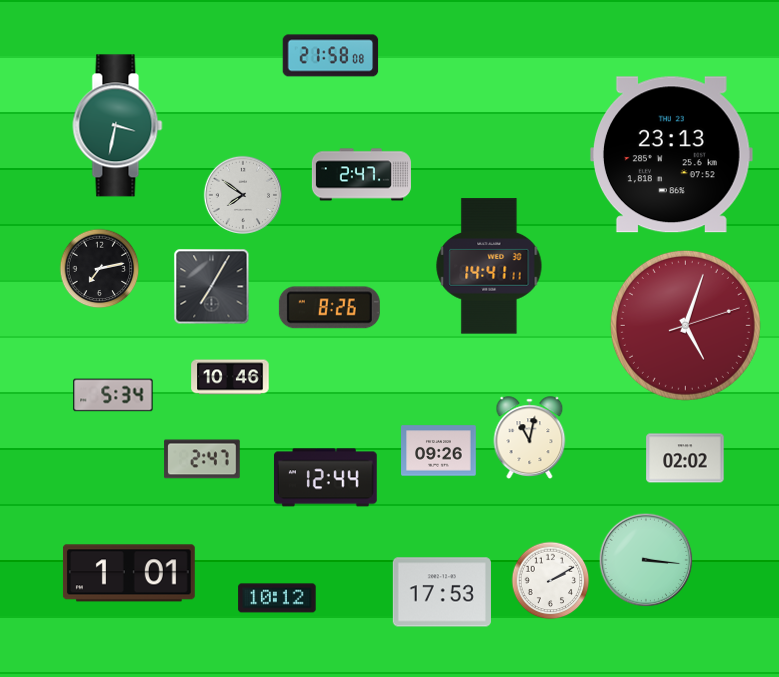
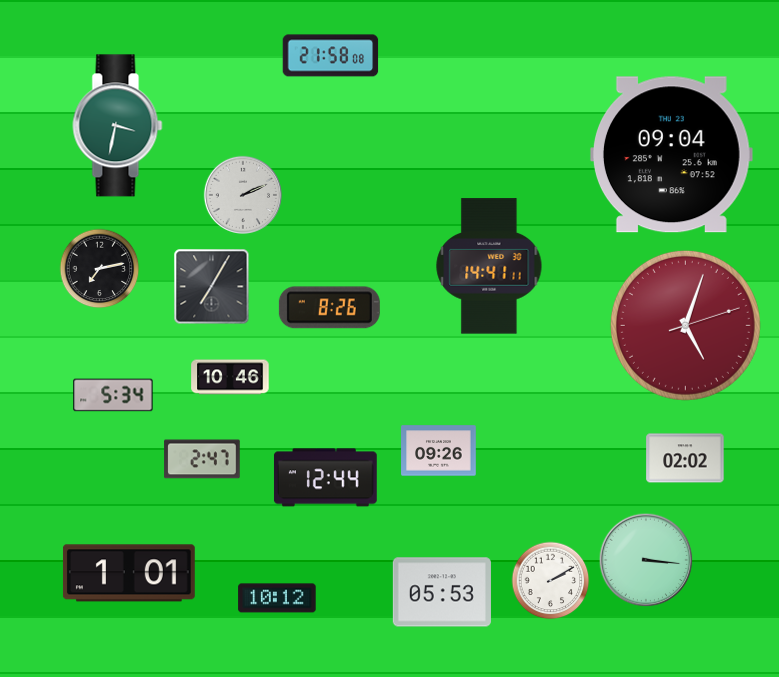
clock at (671, 155): 23:13 -> 09:04
clock at (361, 175): 2:47 -> none
clock at (242, 194): 7:51 -> 2:11
clock at (530, 437): 11:02 -> none
clock at (442, 592): 17:53 -> 05:53
